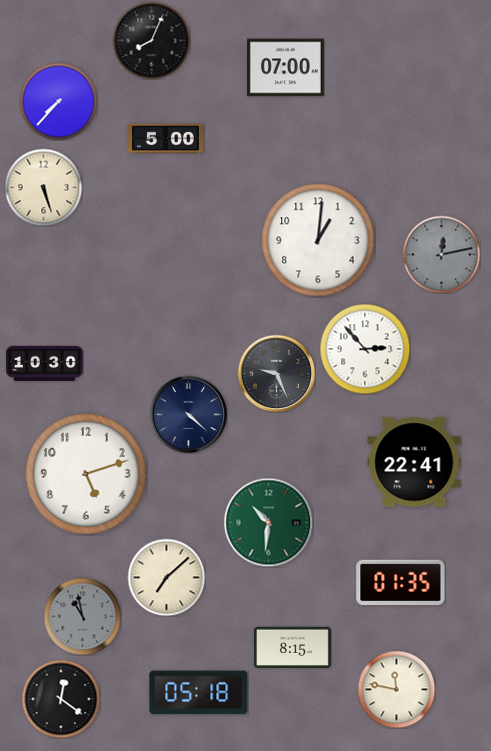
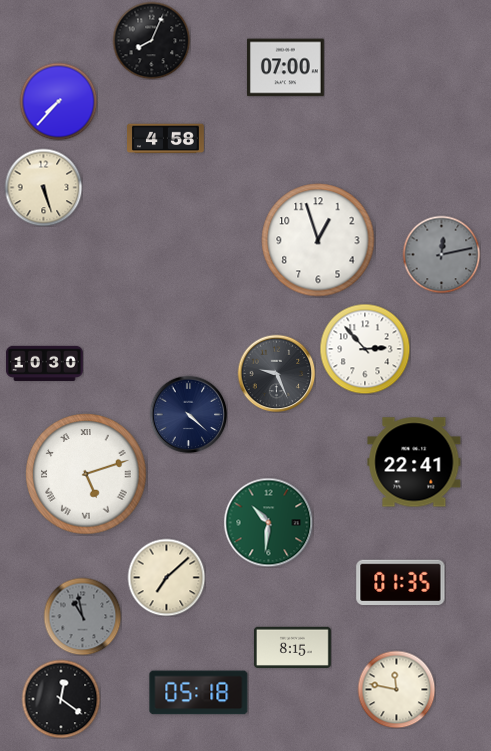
clock at (166, 139): 5:00 -> 4:58
clock at (318, 240): 1:01 -> 12:57
clock at (86, 474) numerals: Arabic -> Roman
